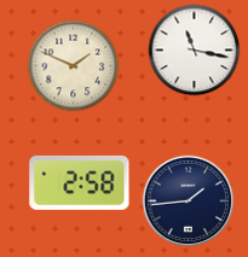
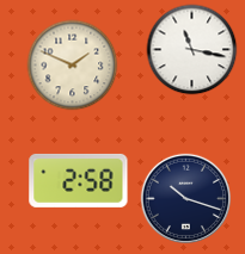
clock at (188, 200): 1:44 -> 10:18
